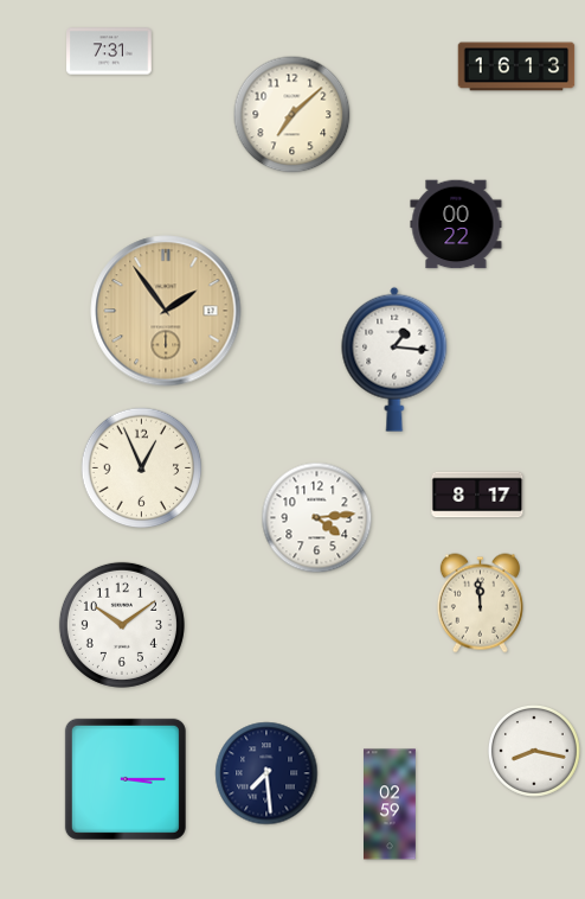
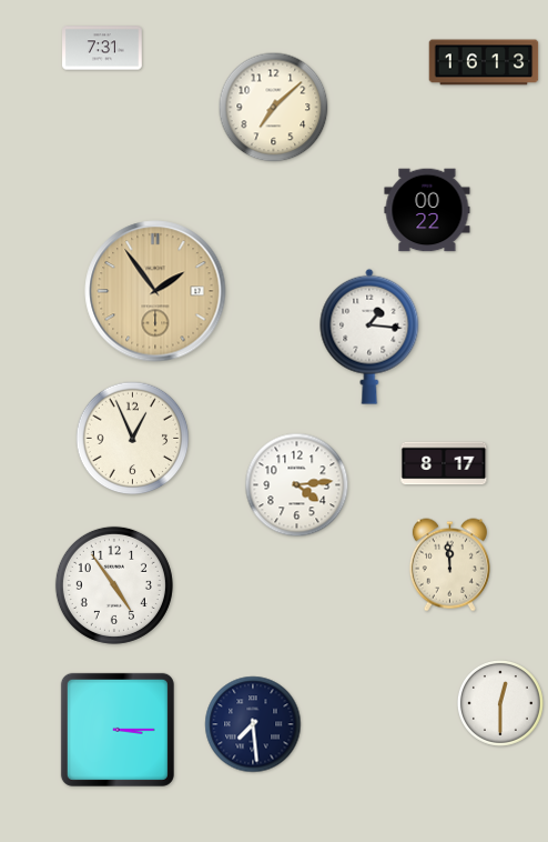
clock at (477, 495) position: (477, 495) -> (444, 463)
clock at (122, 625): 10:09 -> 4:54
clock at (534, 751): 8:17 -> 12:30
clock at (266, 773) position: (266, 773) -> (253, 724)
clock at (390, 804): 02:59 -> none
